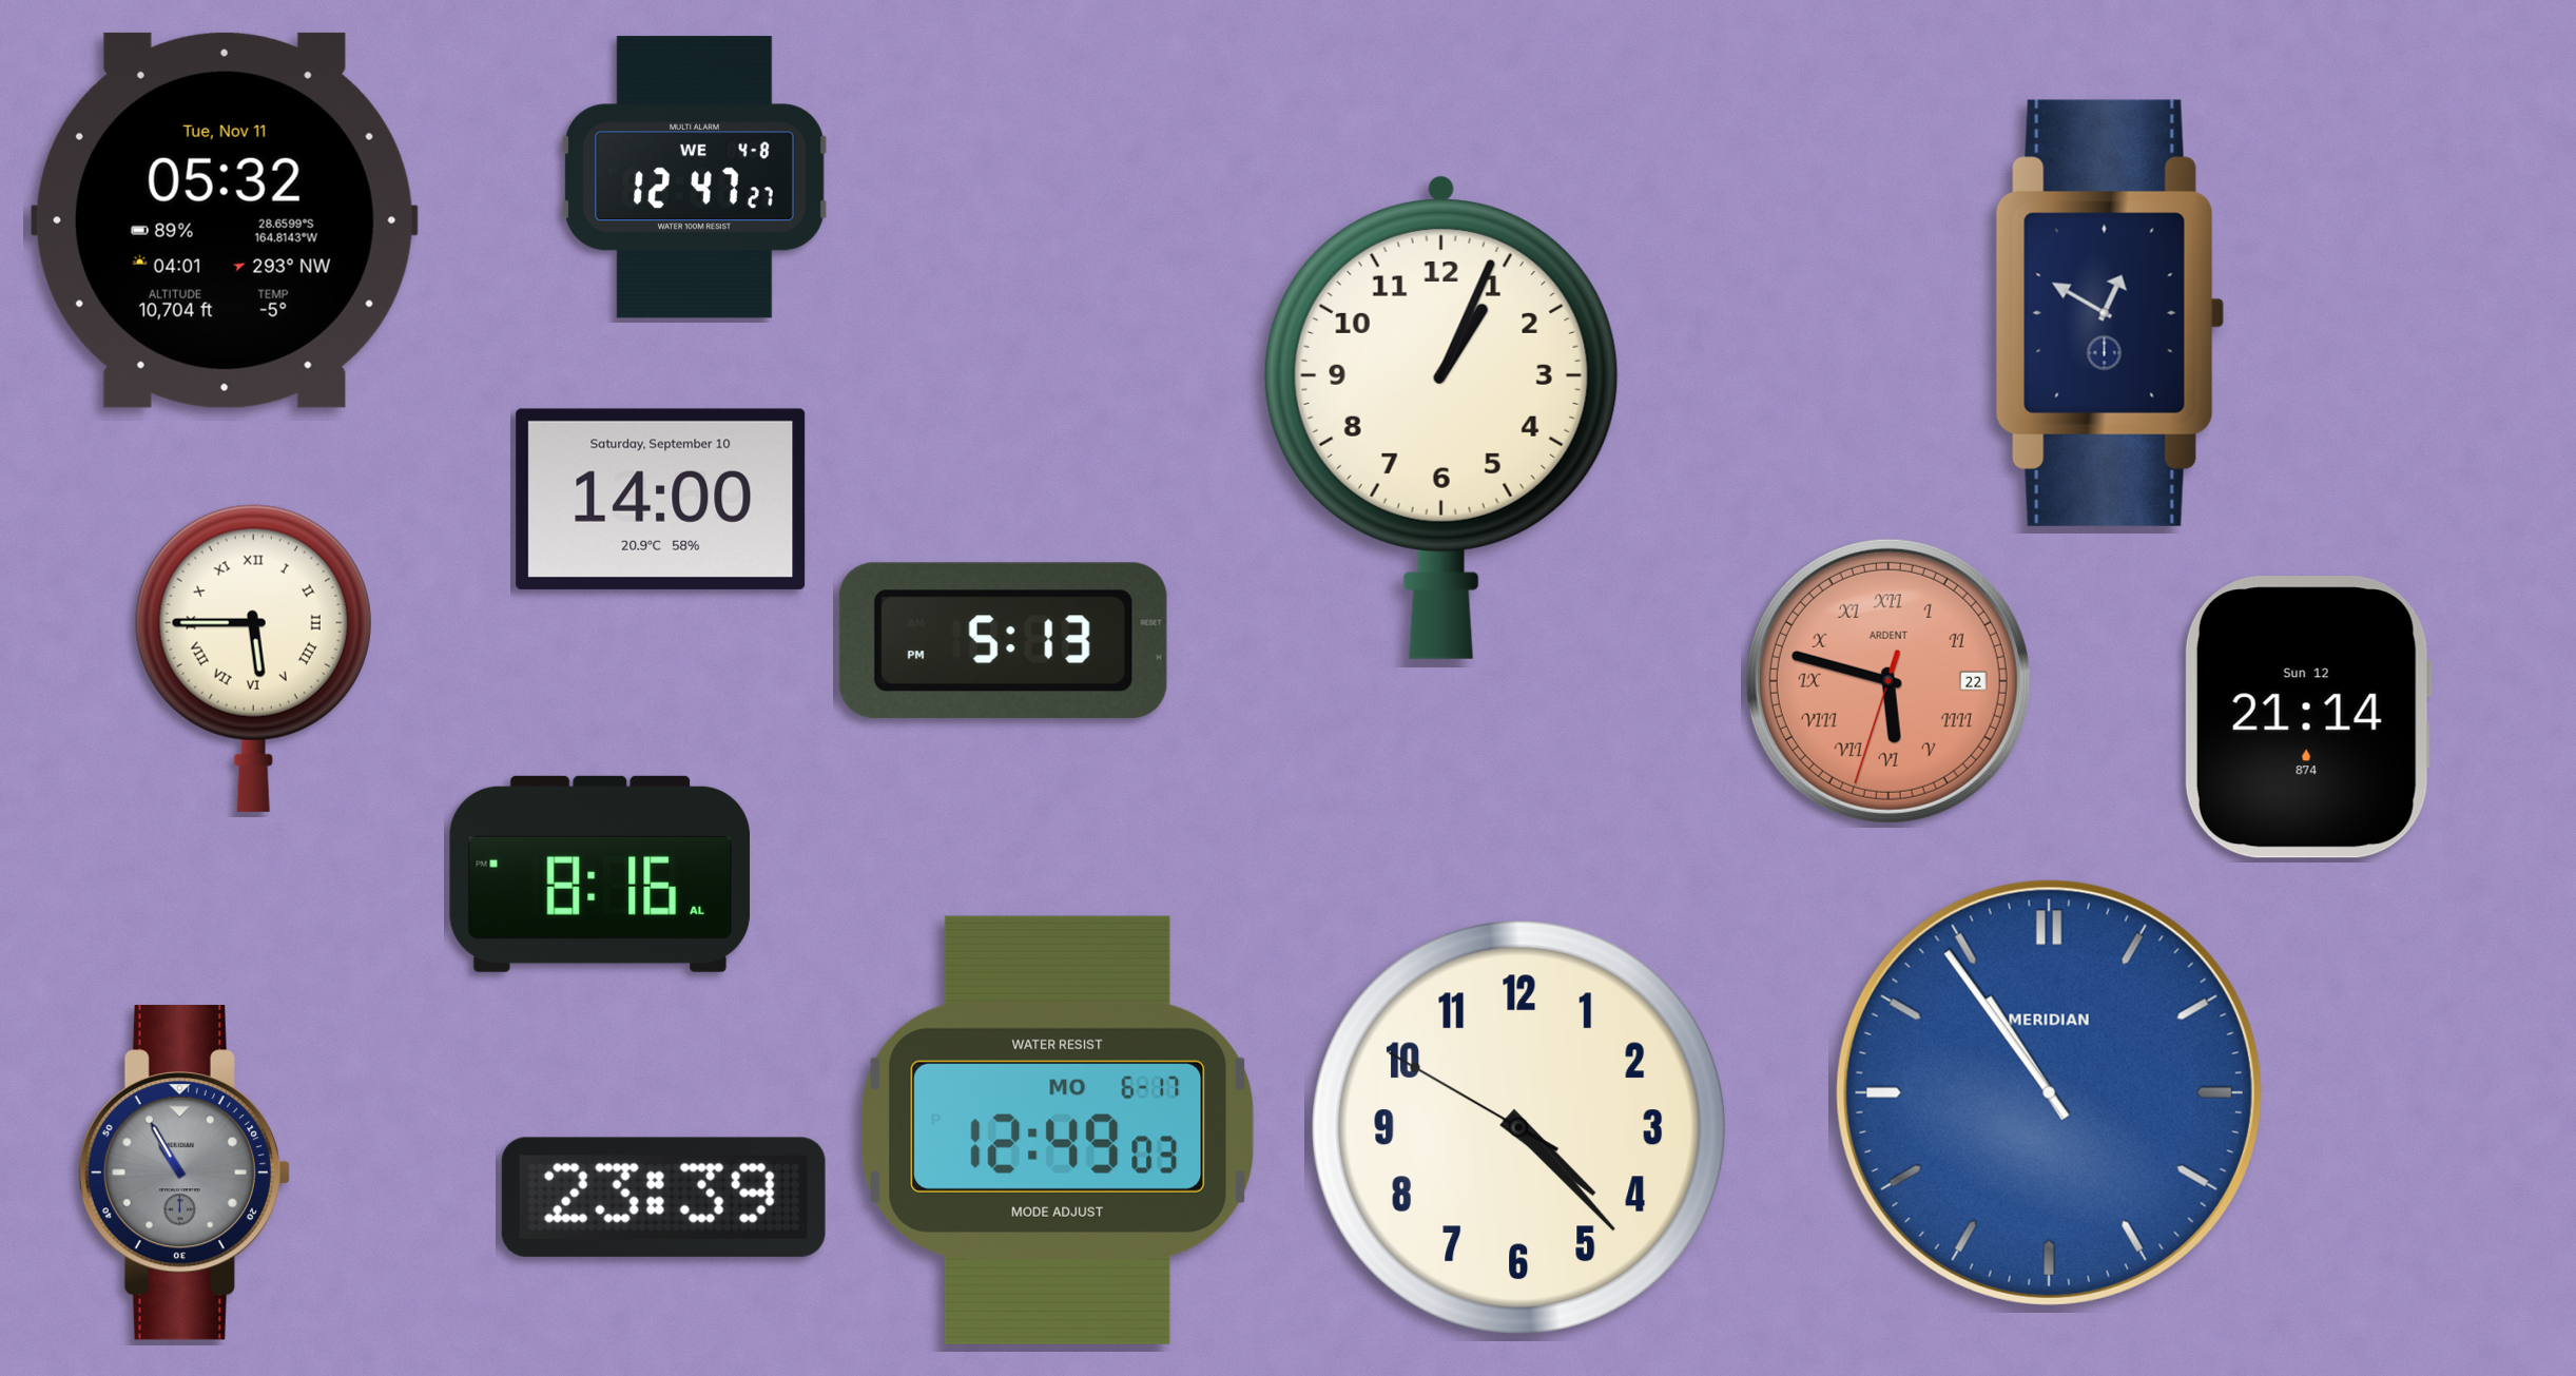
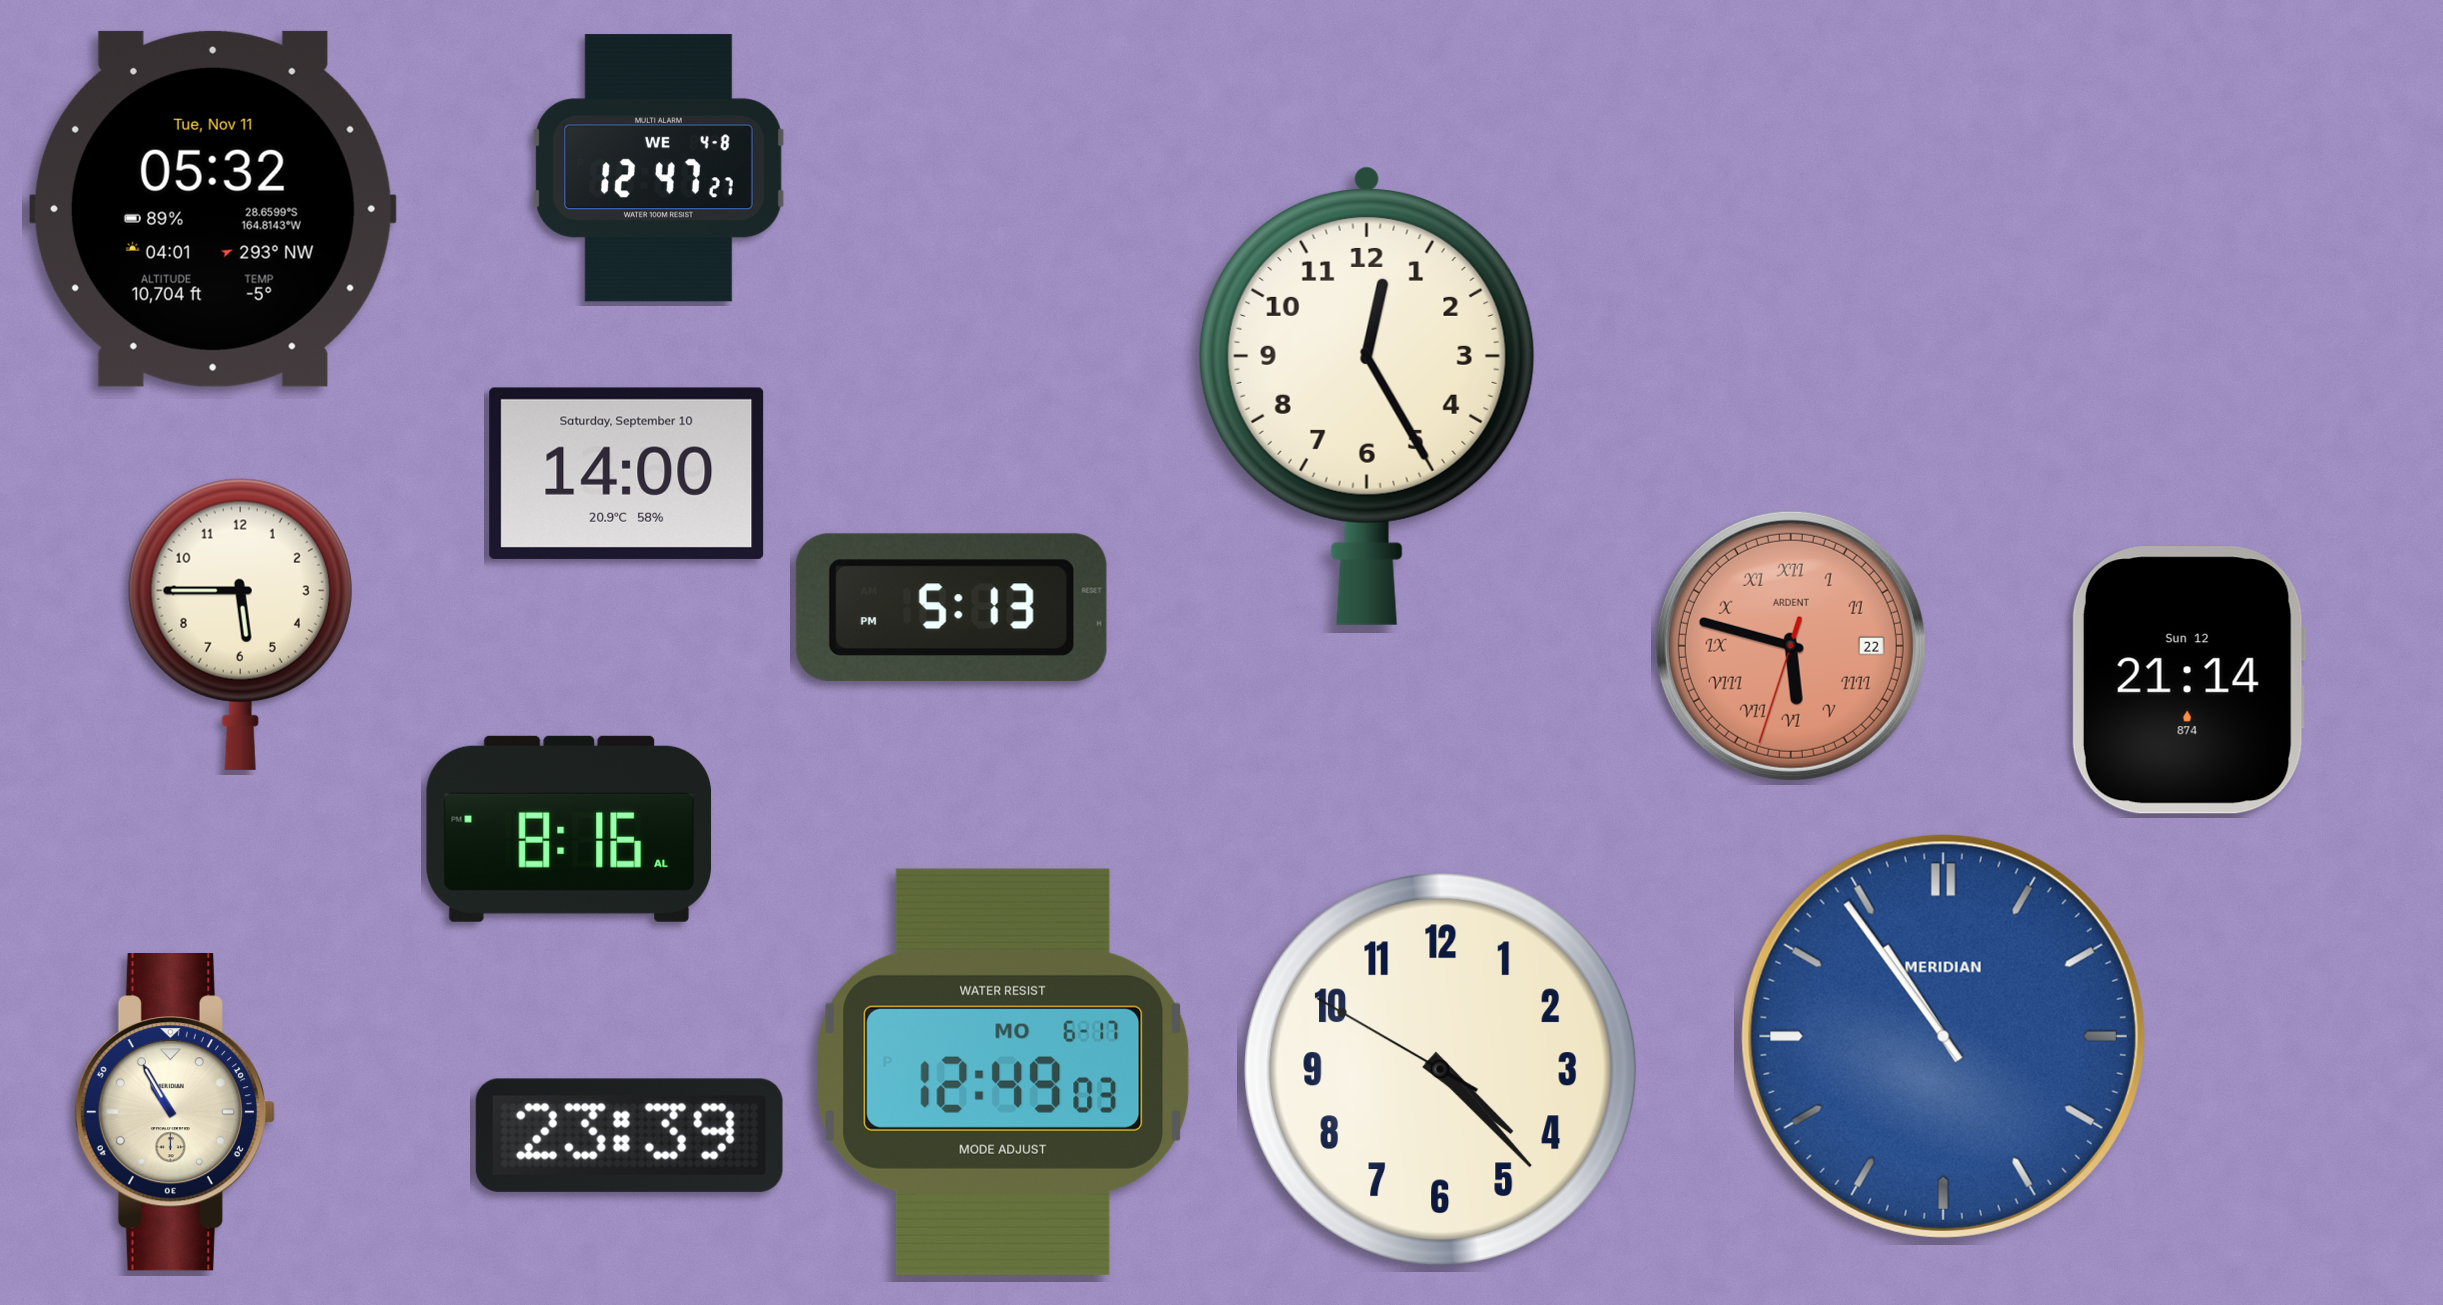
clock at (2110, 313): 12:50 -> none
clock at (1441, 418): 1:04 -> 12:25
clock at (253, 658) numerals: Roman -> Arabic
clock at (185, 1174) dial: grey -> cream
